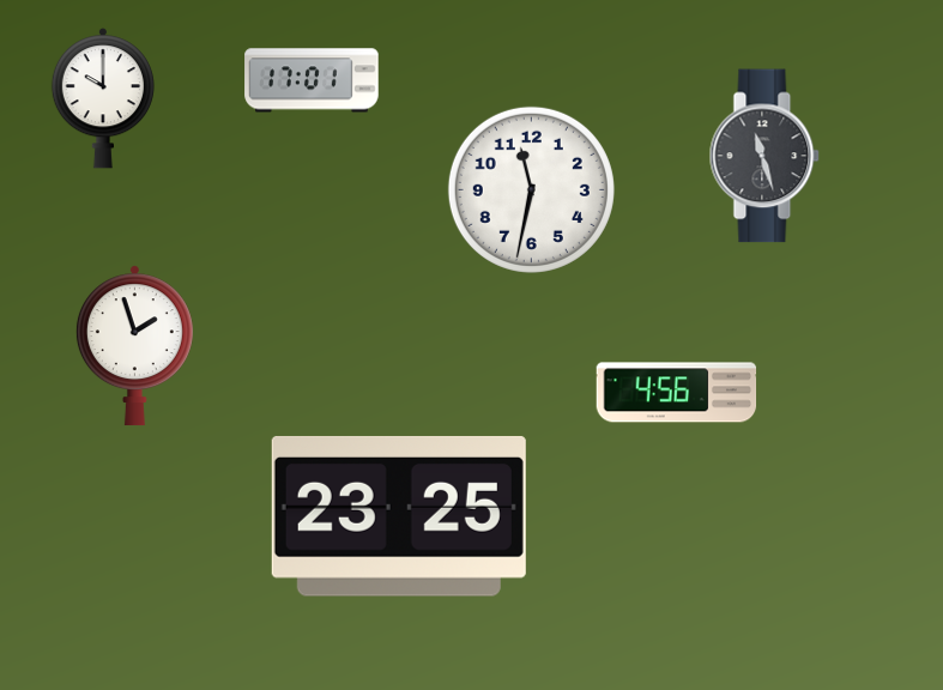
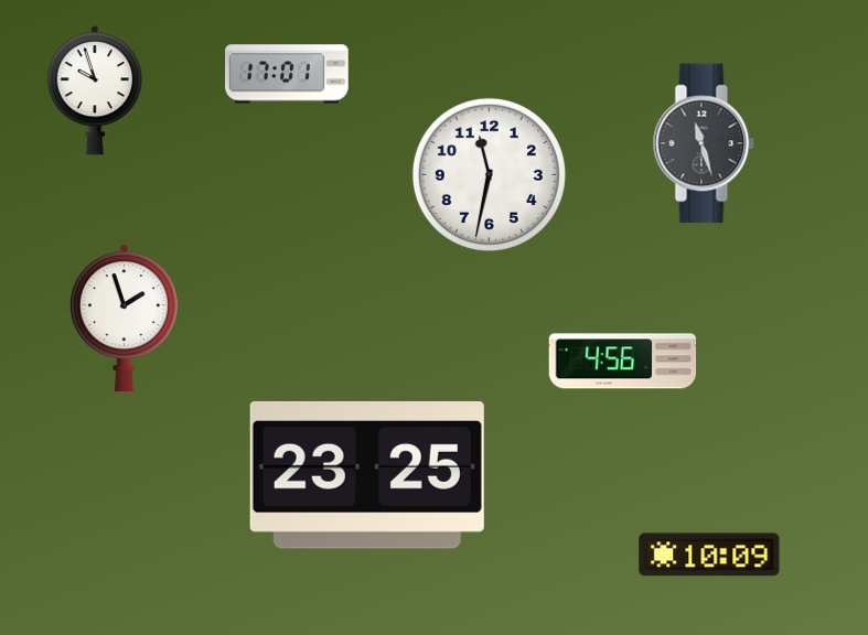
clock at (103, 98): 10:00 -> 9:57
clock at (709, 555): none -> 10:09
